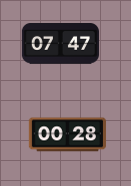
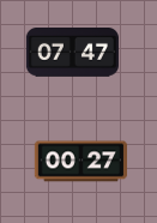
clock at (67, 135): 00:28 -> 00:27
